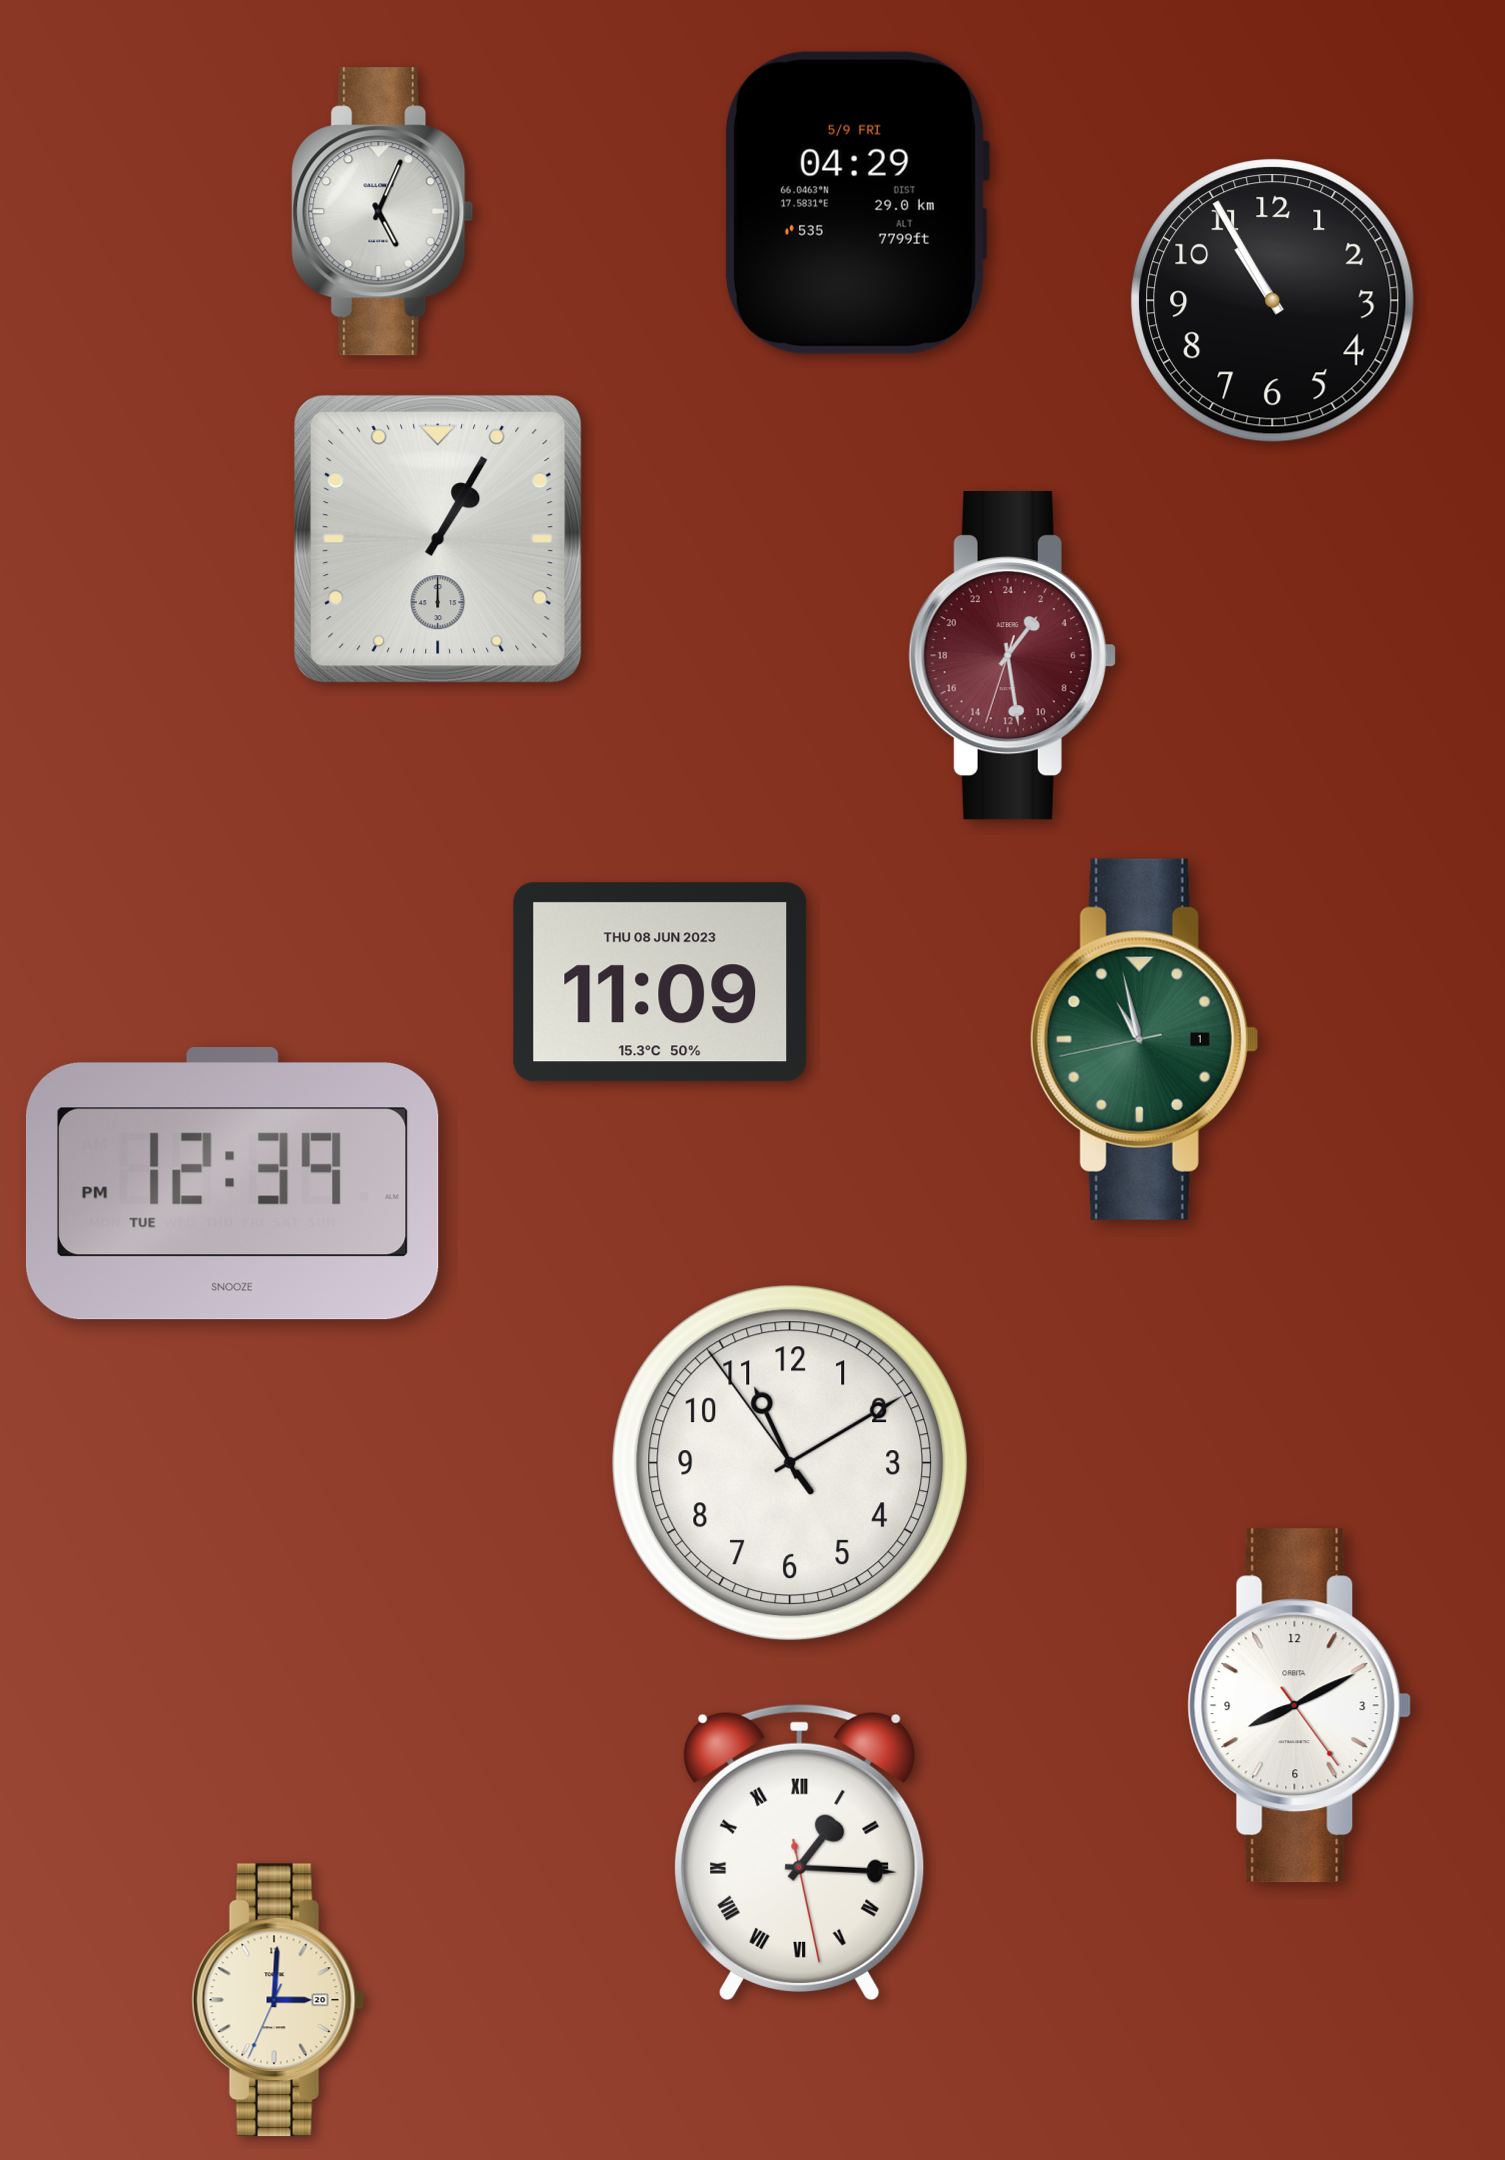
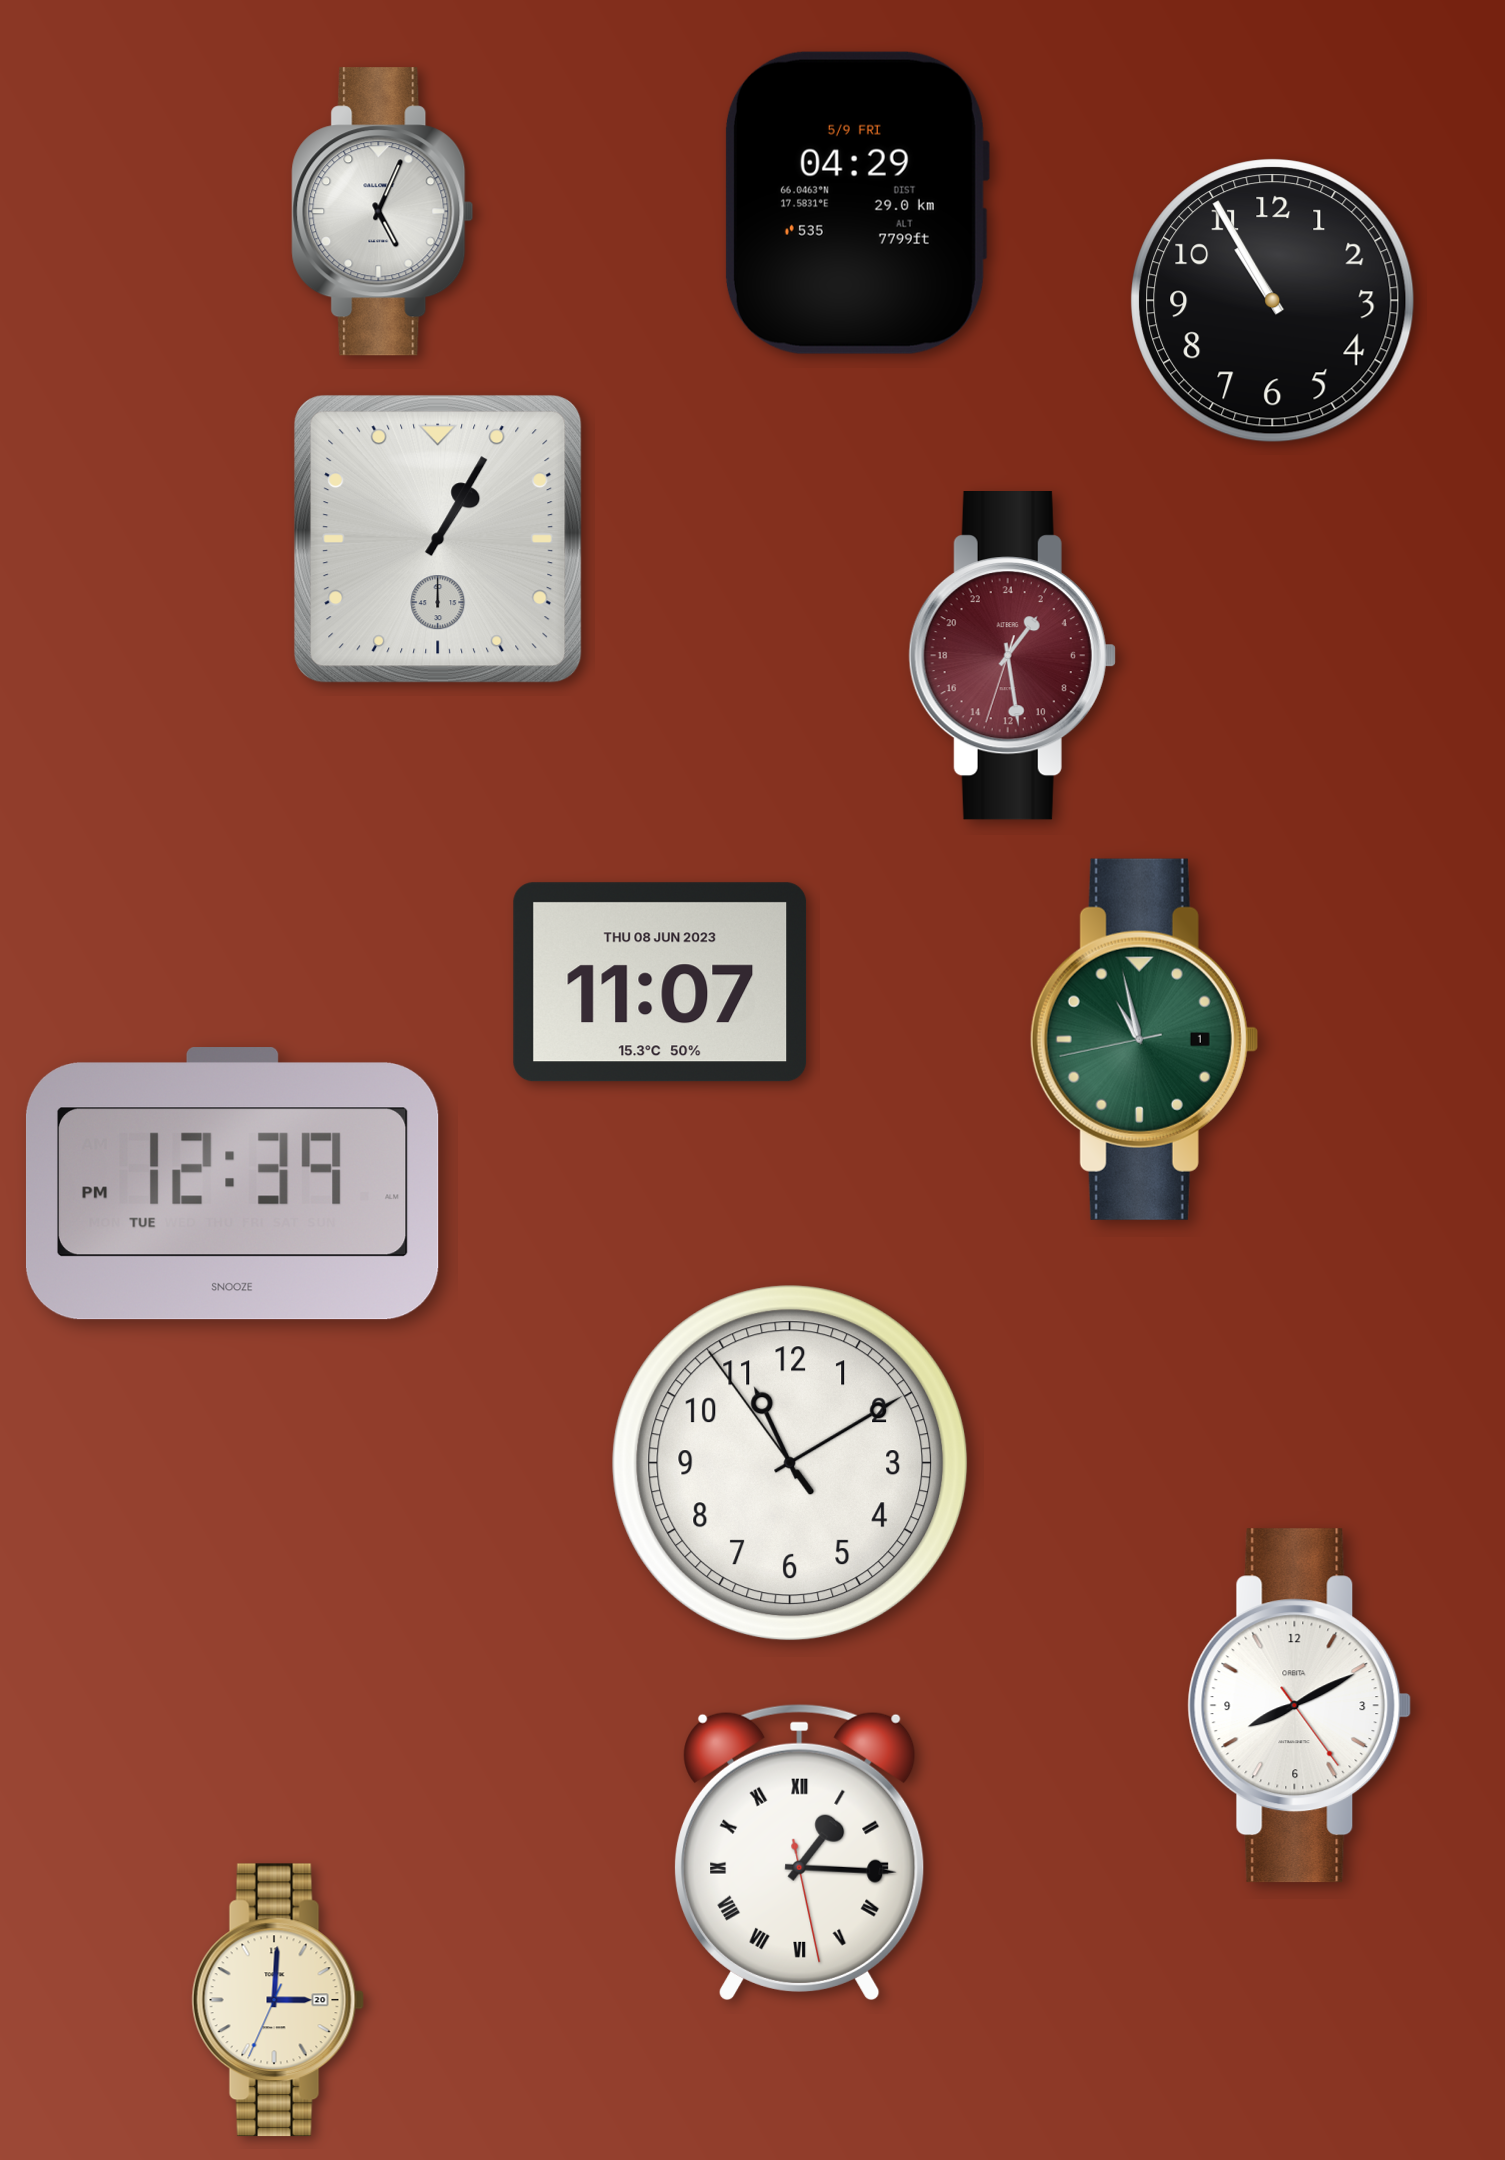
clock at (660, 982): 11:09 -> 11:07
